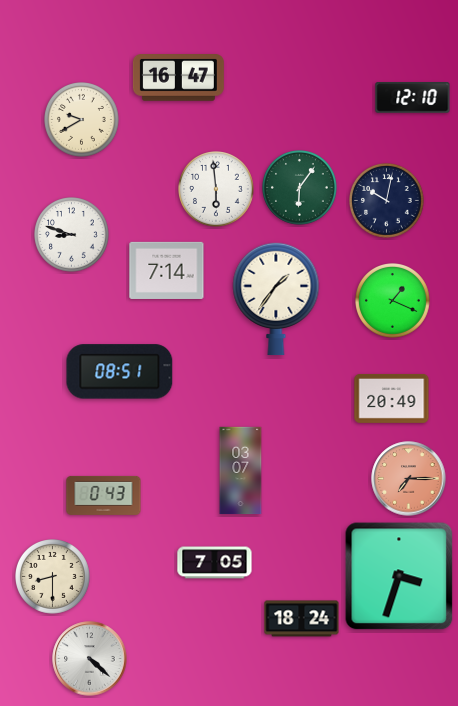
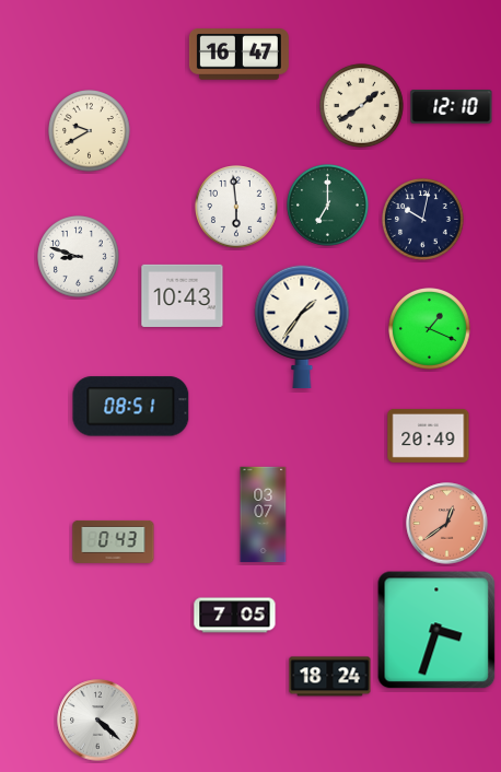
clock at (178, 78) position: (178, 78) -> (238, 55)
clock at (362, 106): none -> 1:39
clock at (300, 188): 6:06 -> 7:00
clock at (167, 270): 7:14 -> 10:43
clock at (409, 479): 7:15 -> 12:39
clock at (53, 577): 8:30 -> none
